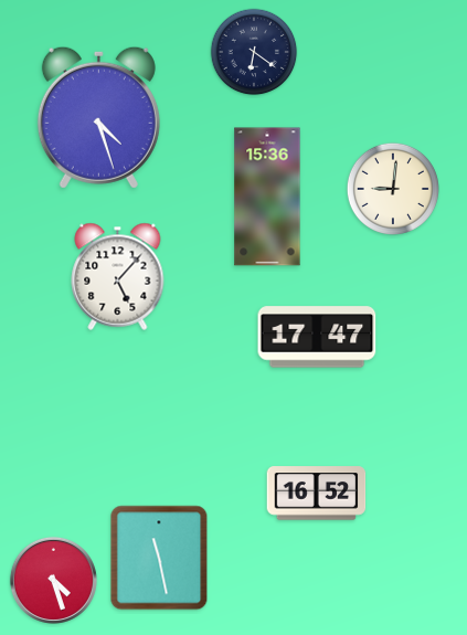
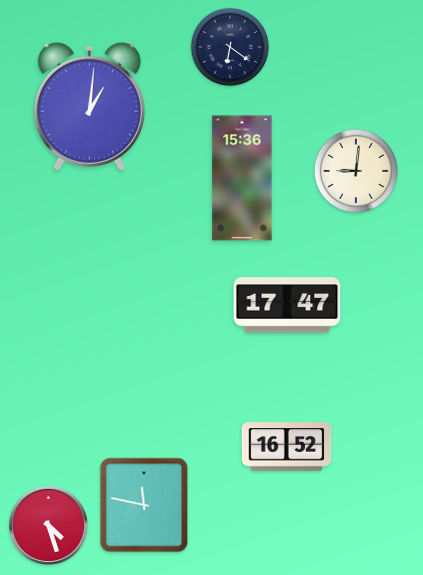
clock at (98, 117): 4:27 -> 1:01
clock at (118, 276): 5:07 -> none
clock at (159, 558): 11:28 -> 11:47
